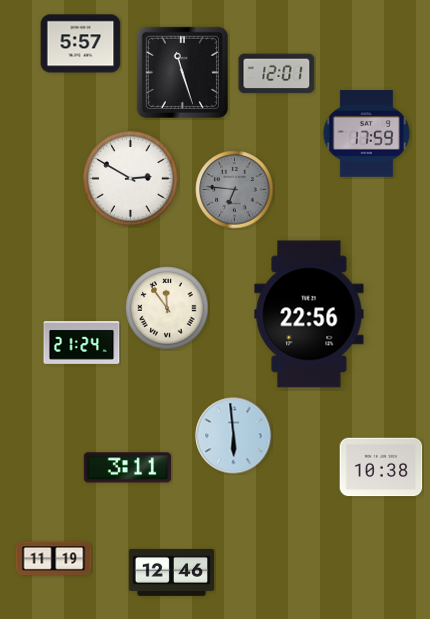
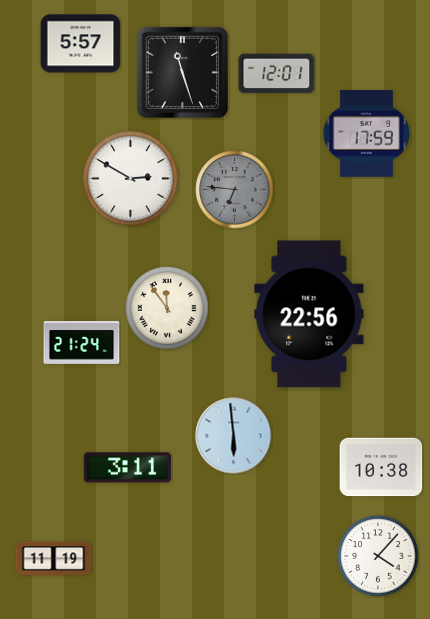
clock at (378, 556): none -> 4:07
clock at (172, 572): 12:46 -> none
